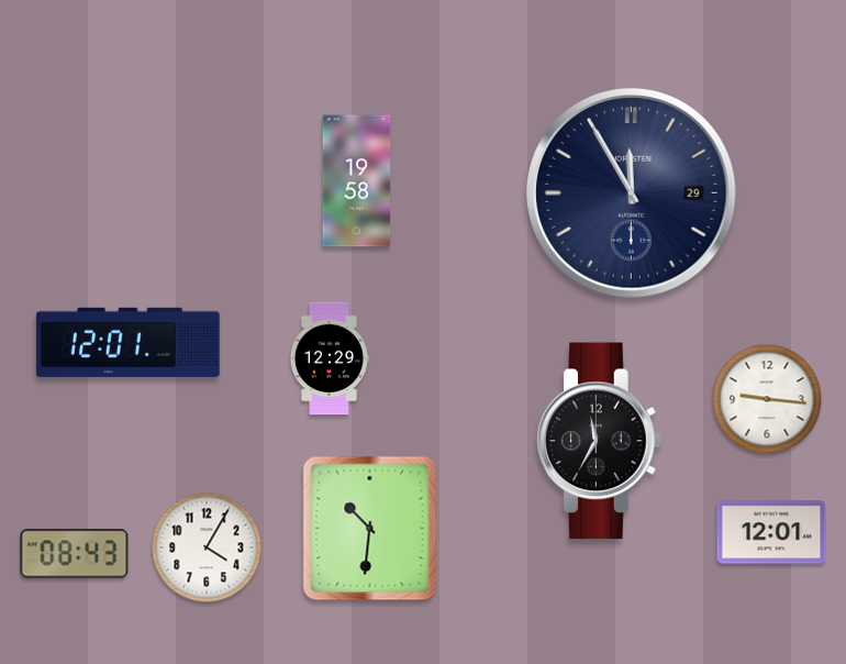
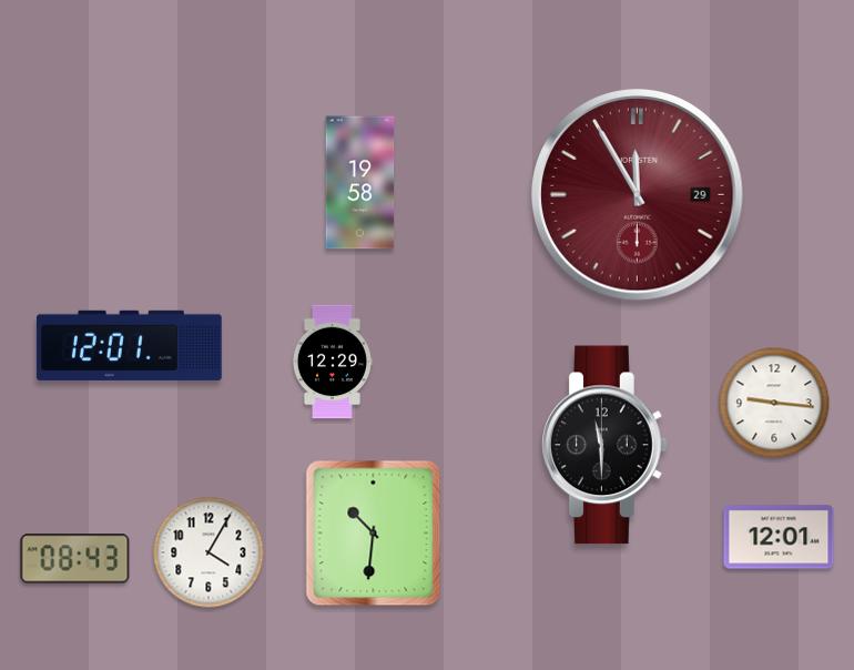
clock at (632, 193) dial: navy -> burgundy
clock at (600, 441): 11:35 -> 11:30
